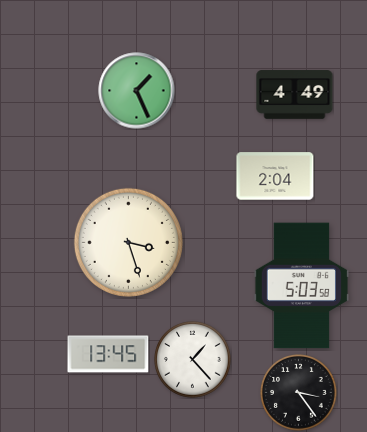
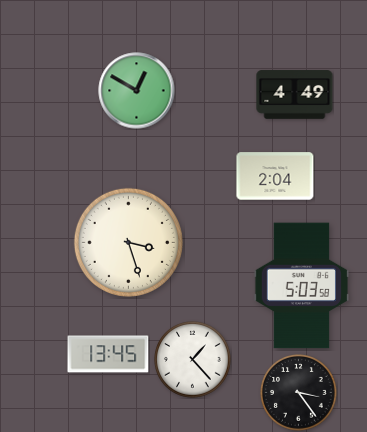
clock at (137, 91): 1:26 -> 12:50
